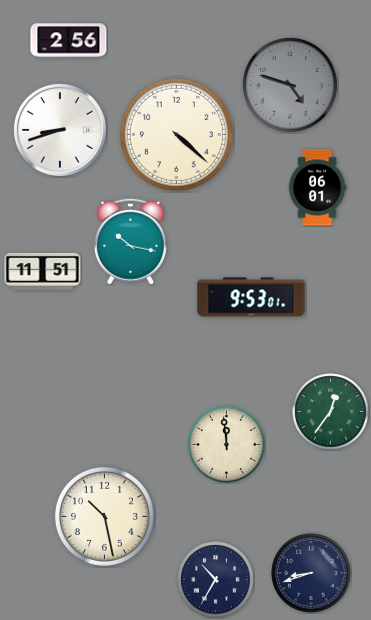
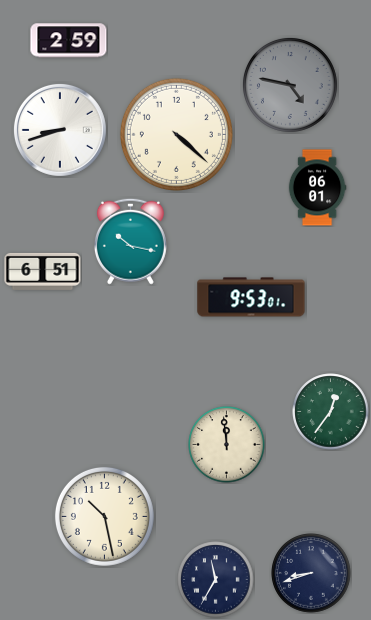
clock at (69, 41): 2:56 -> 2:59
clock at (290, 85): 4:48 -> 4:47
clock at (43, 271): 11:51 -> 6:51
clock at (216, 580): 10:35 -> 11:35
